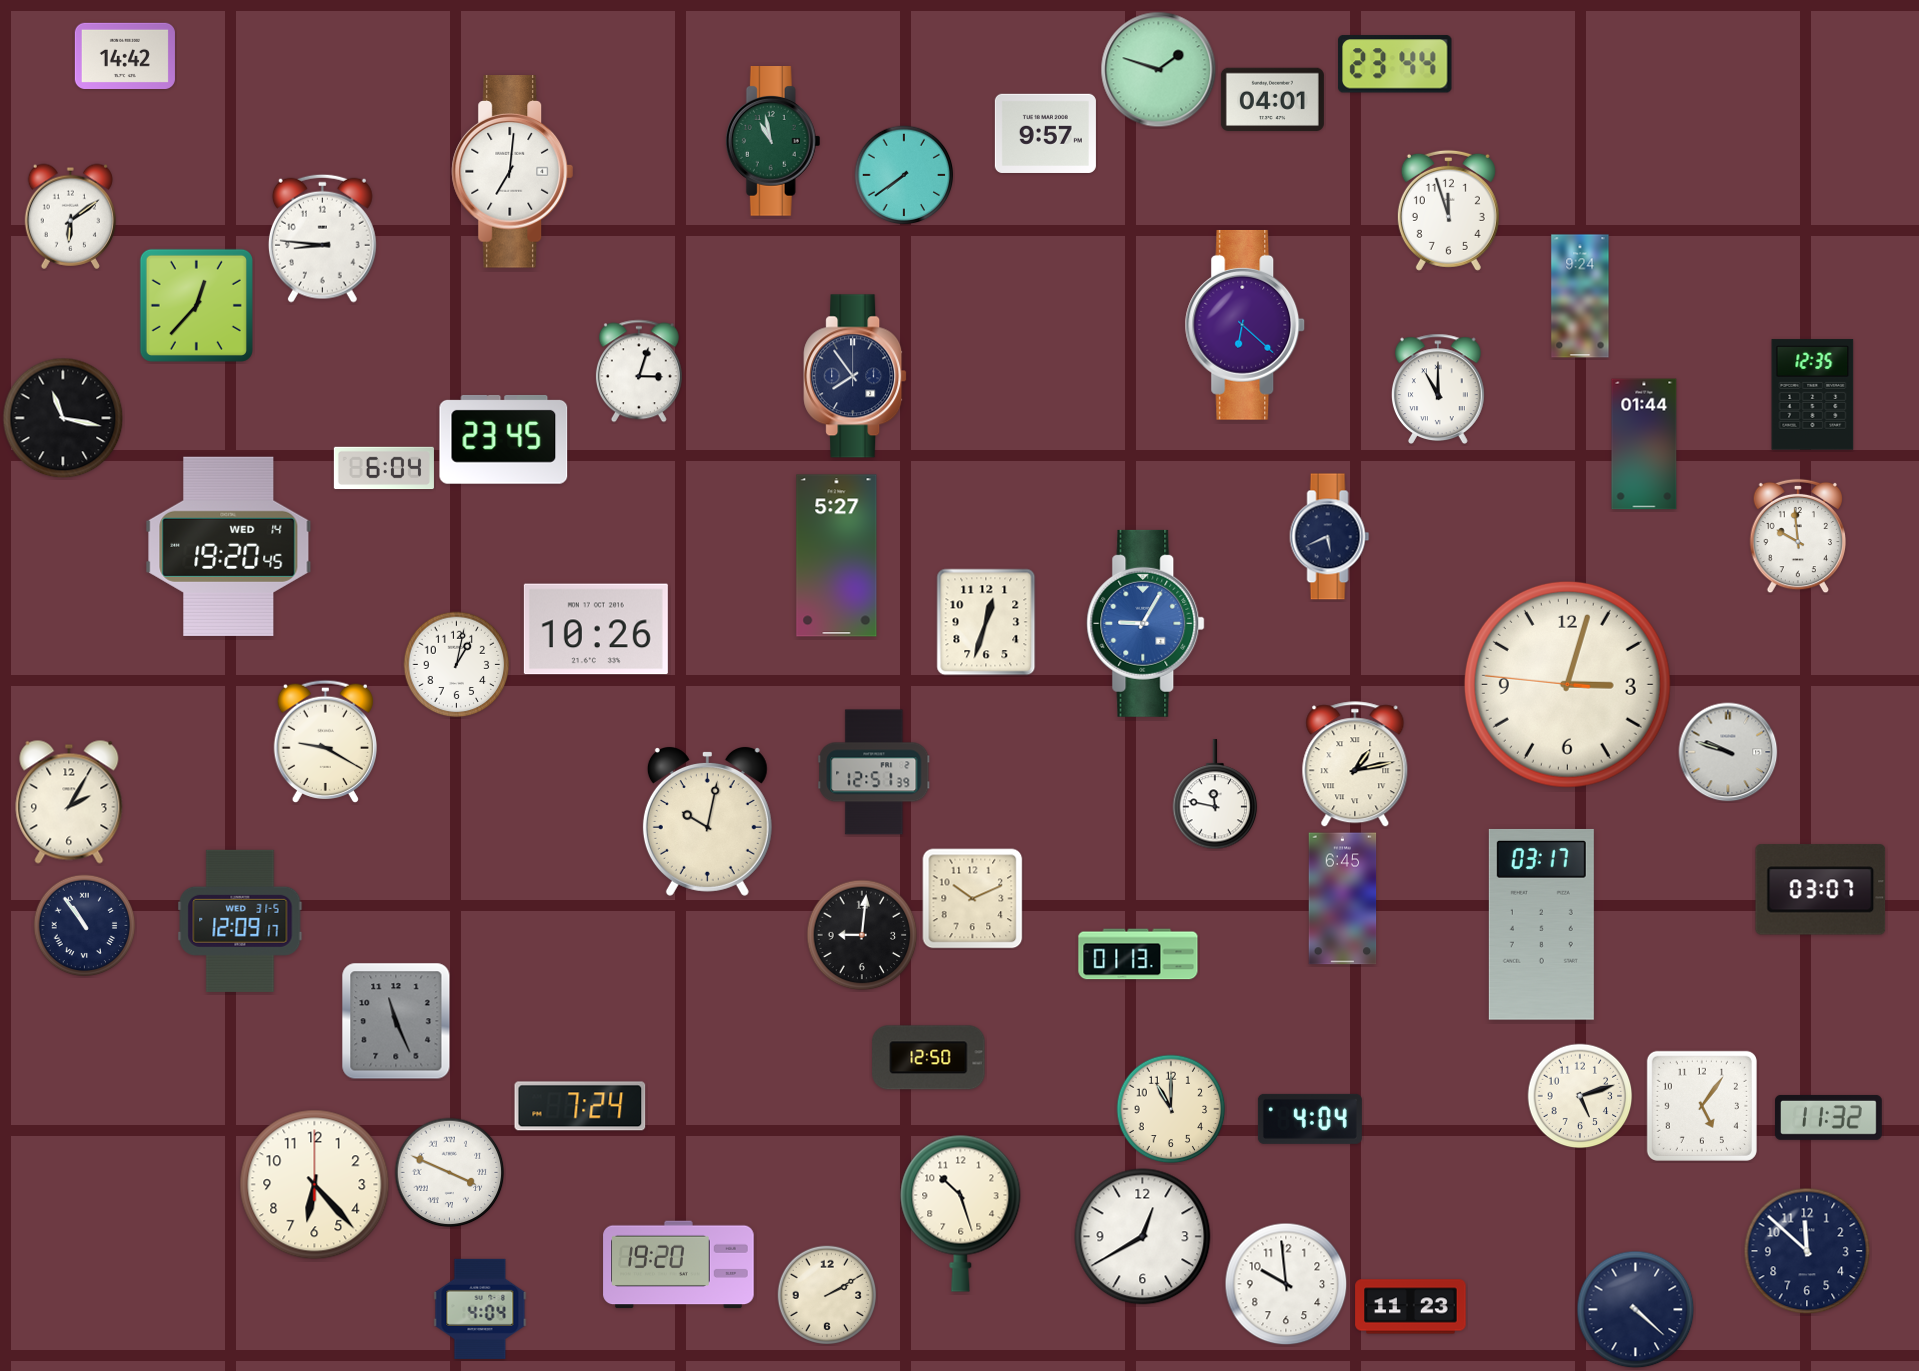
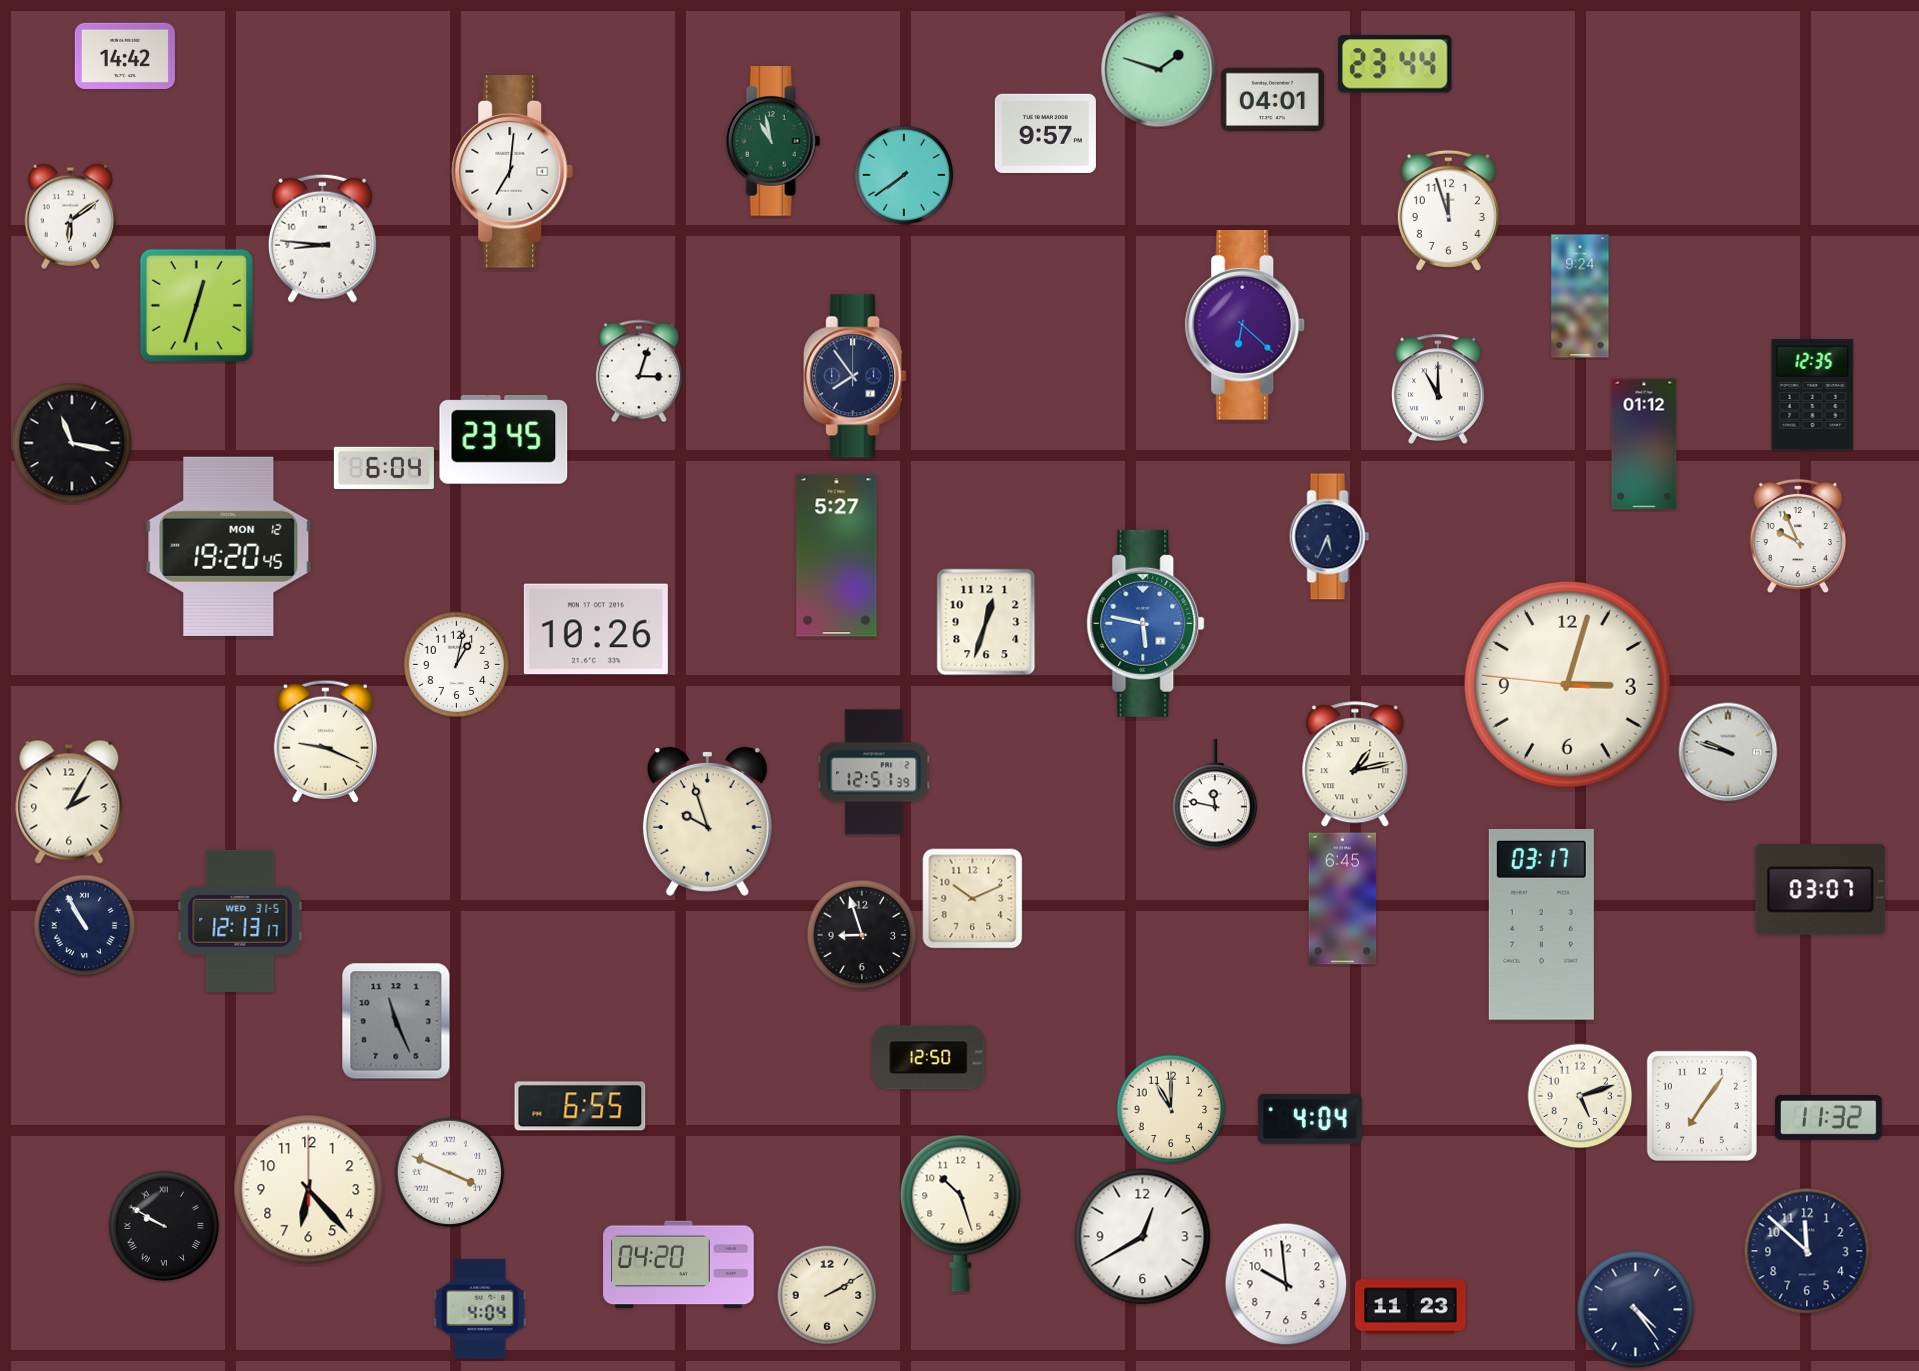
clock at (196, 305): 12:37 -> 12:33
clock at (63, 418) position: (63, 418) -> (72, 443)
clock at (1644, 444): 01:44 -> 01:12
clock at (1798, 536): 9:59 -> 9:56
clock at (1330, 537): 5:41 -> 5:34
clock at (229, 546) date: WED 14 -> MON 12
clock at (1146, 623): 9:05 -> 5:47
clock at (325, 741): 9:20 -> 9:19
clock at (707, 822): 10:02 -> 9:57
clock at (240, 921): 12:09 -> 12:13
clock at (85, 926): 10:54 -> 10:55
clock at (862, 935): 9:01 -> 8:57
clock at (1138, 954): 01:13 -> none
clock at (580, 1106): 7:24 -> 6:55
clock at (1702, 1106): 5:06 -> 7:06
clock at (315, 1185) position: (315, 1185) -> (309, 1190)
clock at (164, 1226): none -> 9:50
clock at (679, 1265): 19:20 -> 04:20
clock at (1636, 1310): 4:22 -> 4:24
